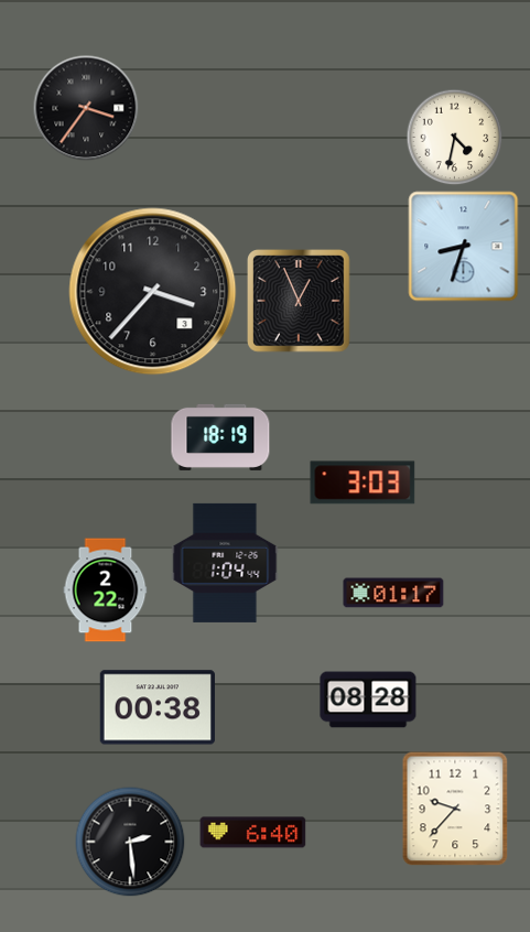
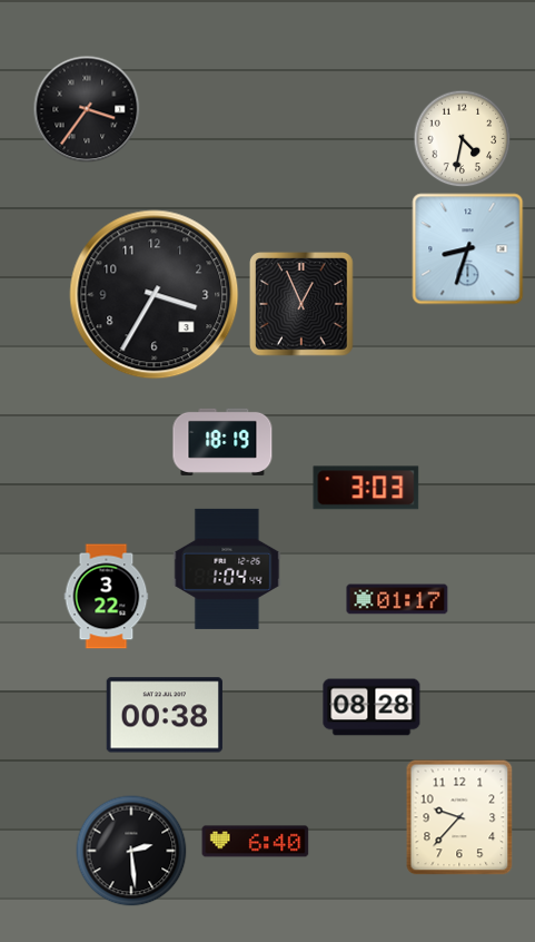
clock at (454, 137) position: (454, 137) -> (462, 138)
clock at (153, 292): 3:37 -> 3:35
clock at (106, 590): 2:22 -> 3:22
clock at (158, 707) position: (158, 707) -> (165, 715)
